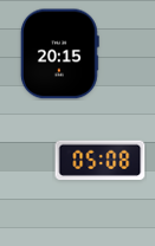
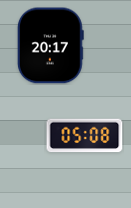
clock at (59, 54): 20:15 -> 20:17
